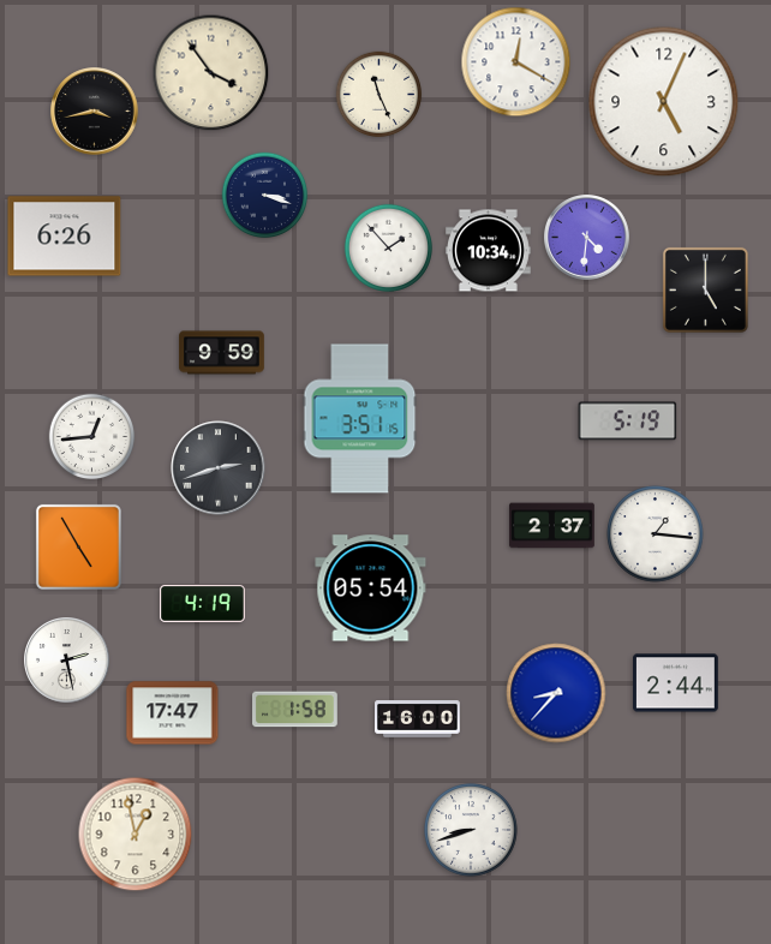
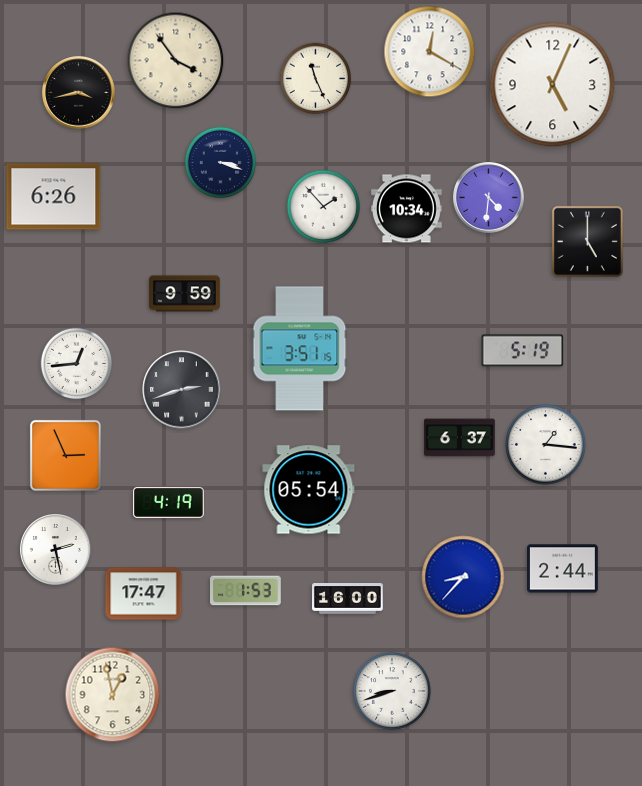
clock at (552, 526): 2:37 -> 6:37
clock at (78, 546): 4:55 -> 2:56
clock at (295, 710): 1:58 -> 1:53
